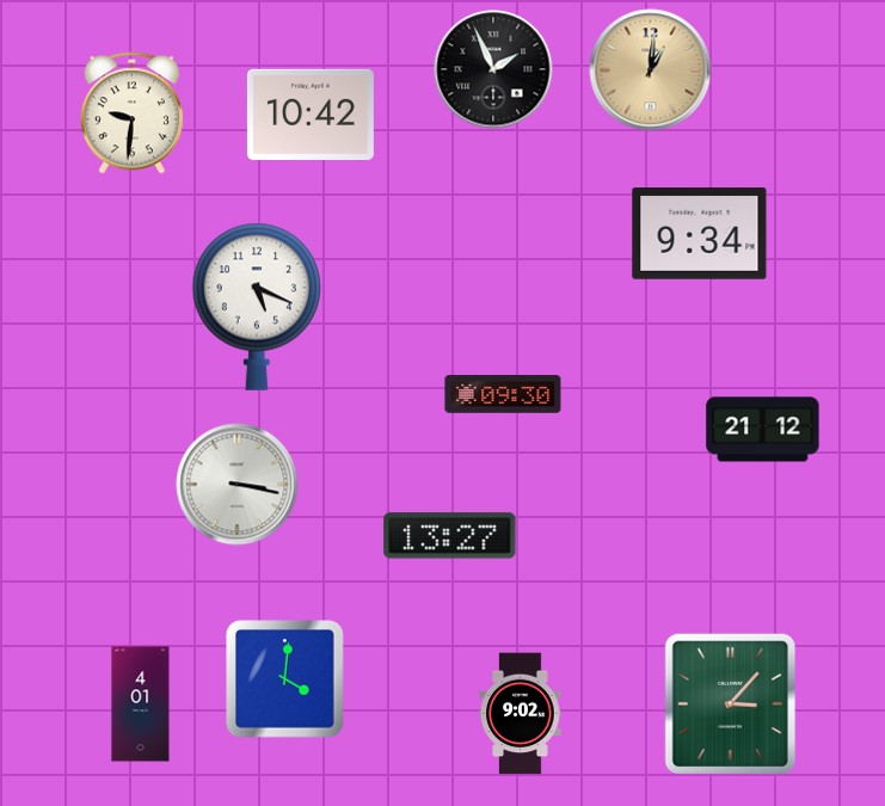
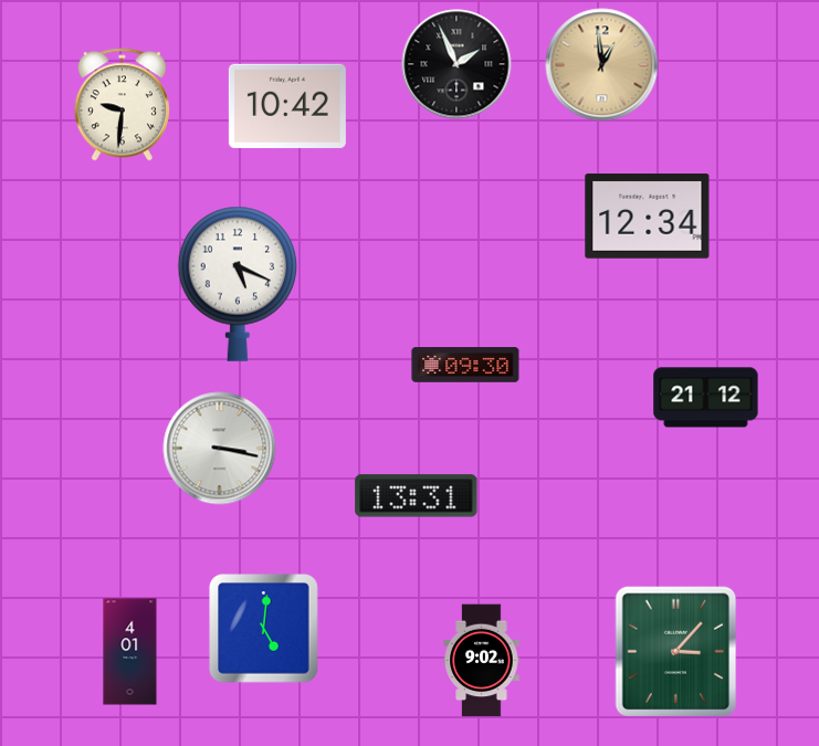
clock at (651, 70): 1:01 -> 12:59
clock at (700, 234): 9:34 -> 12:34
clock at (450, 536): 13:27 -> 13:31
clock at (285, 679): 4:01 -> 5:01
